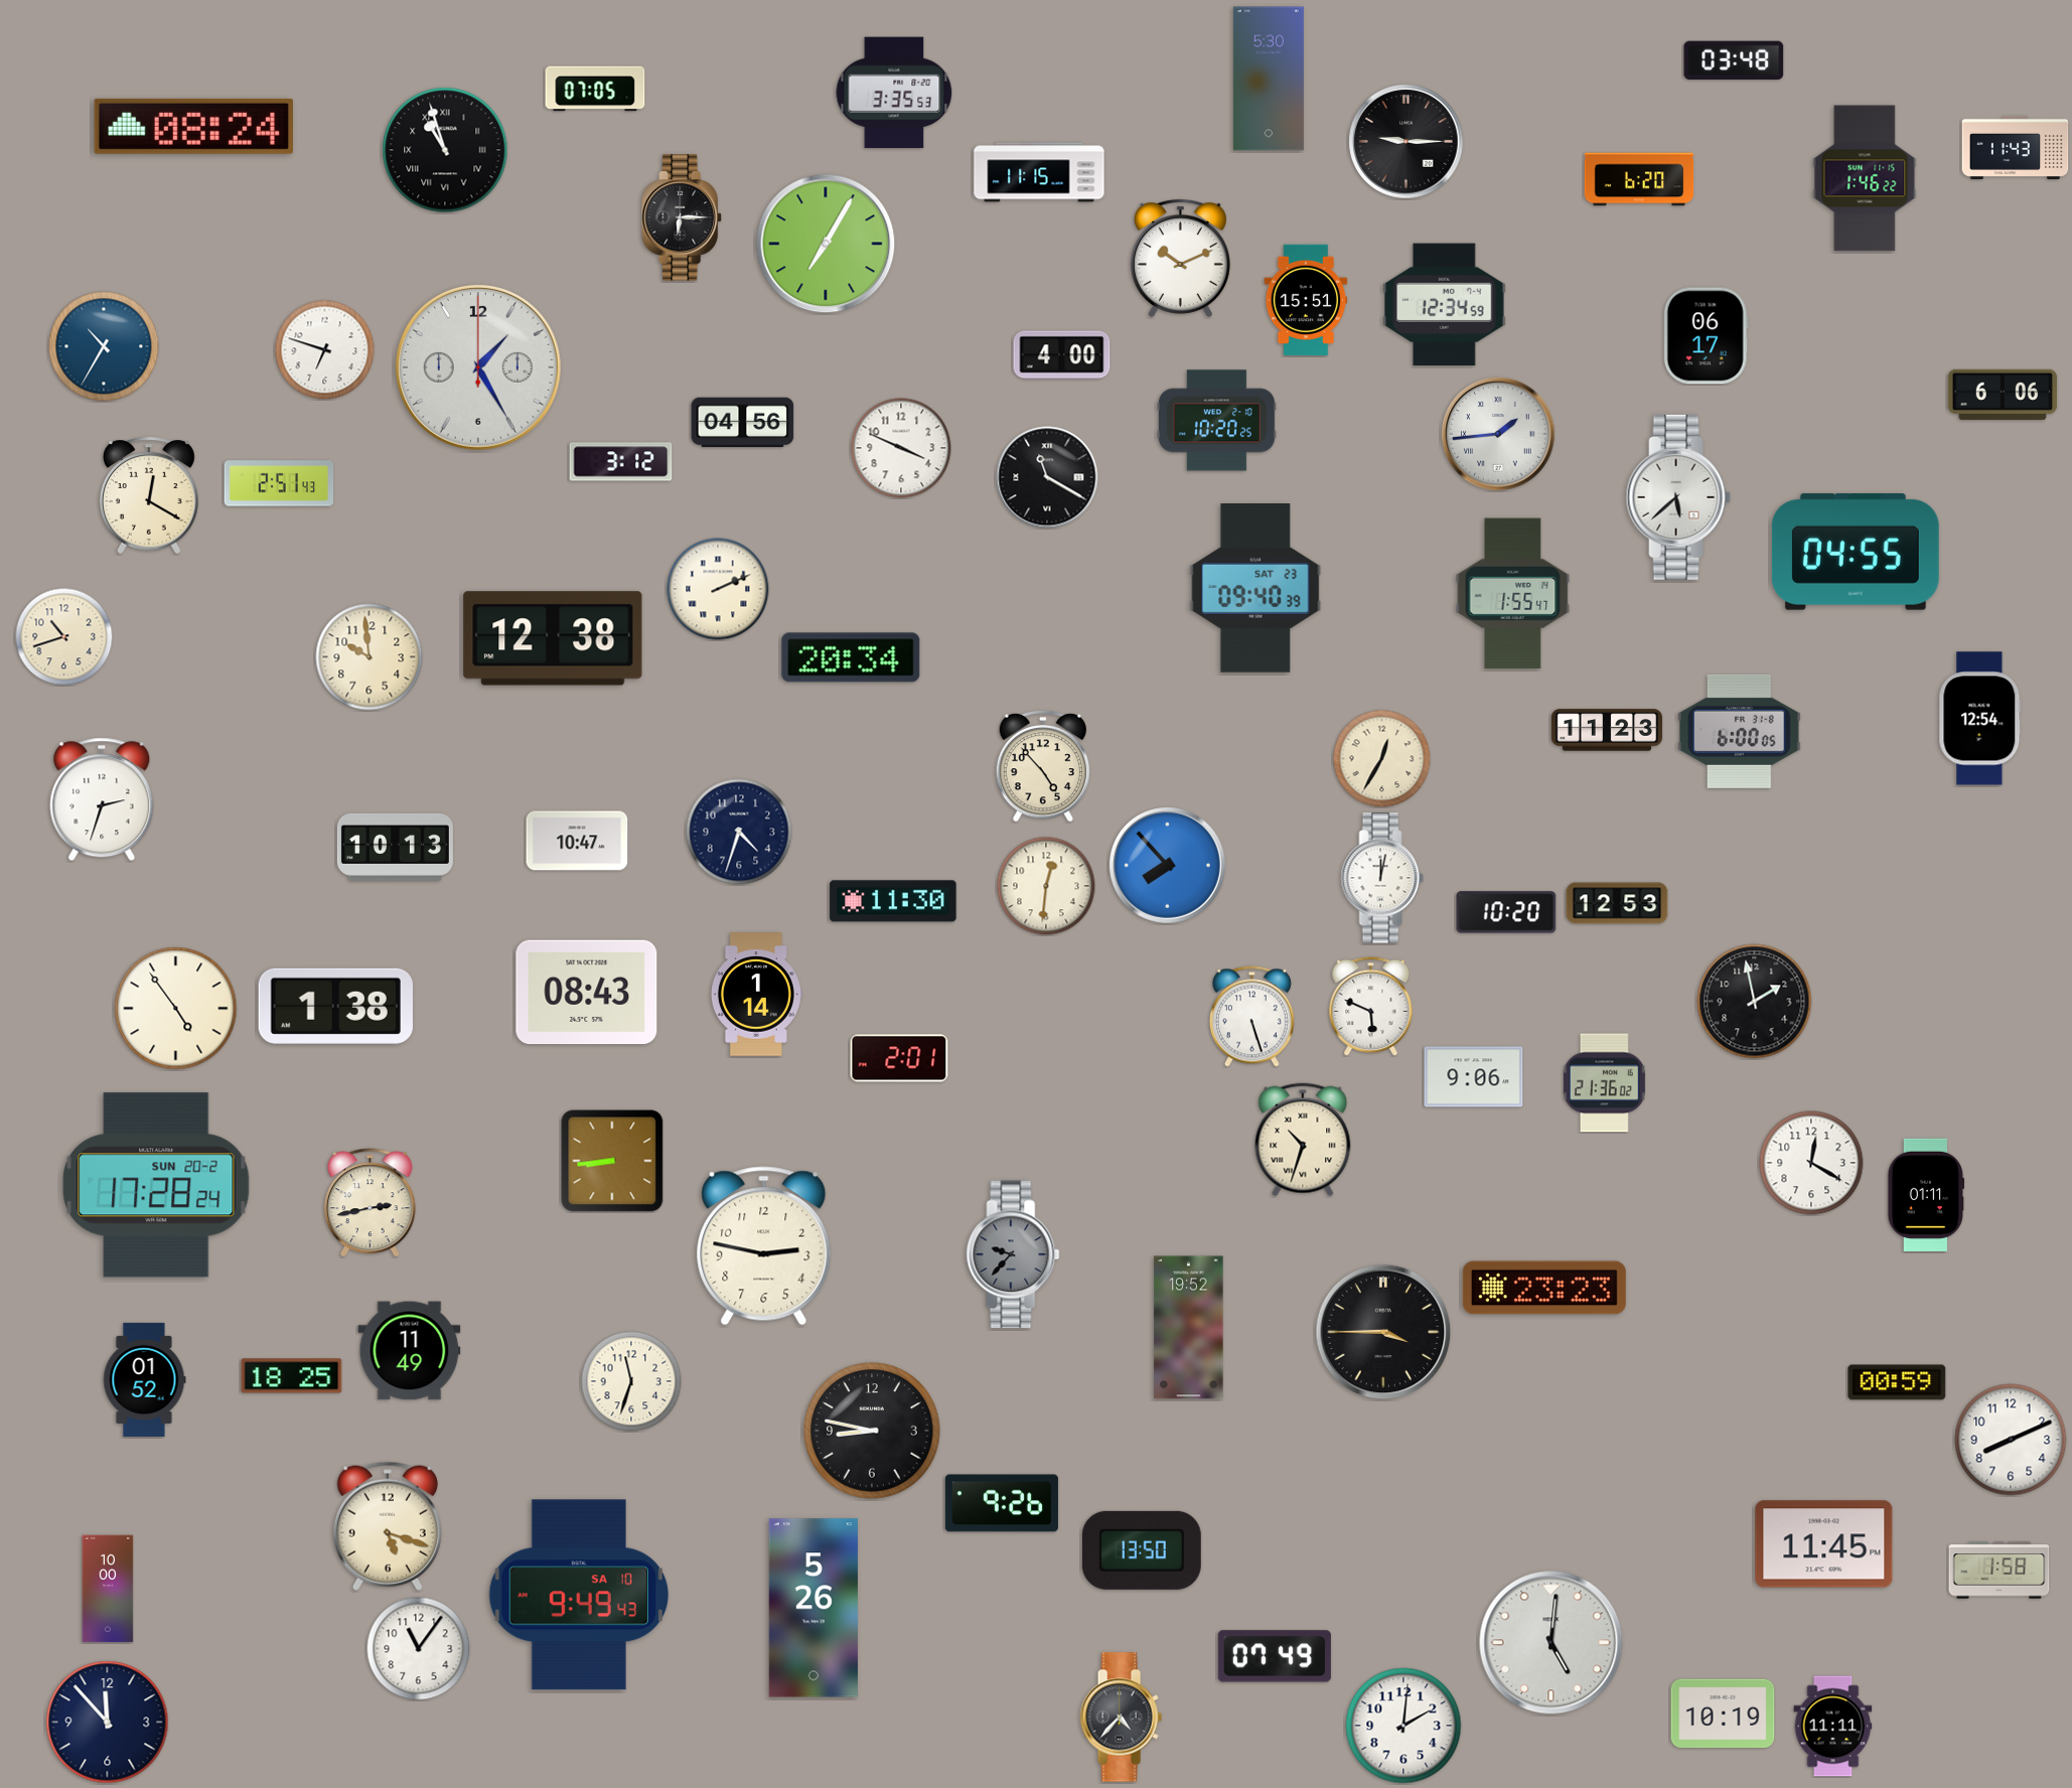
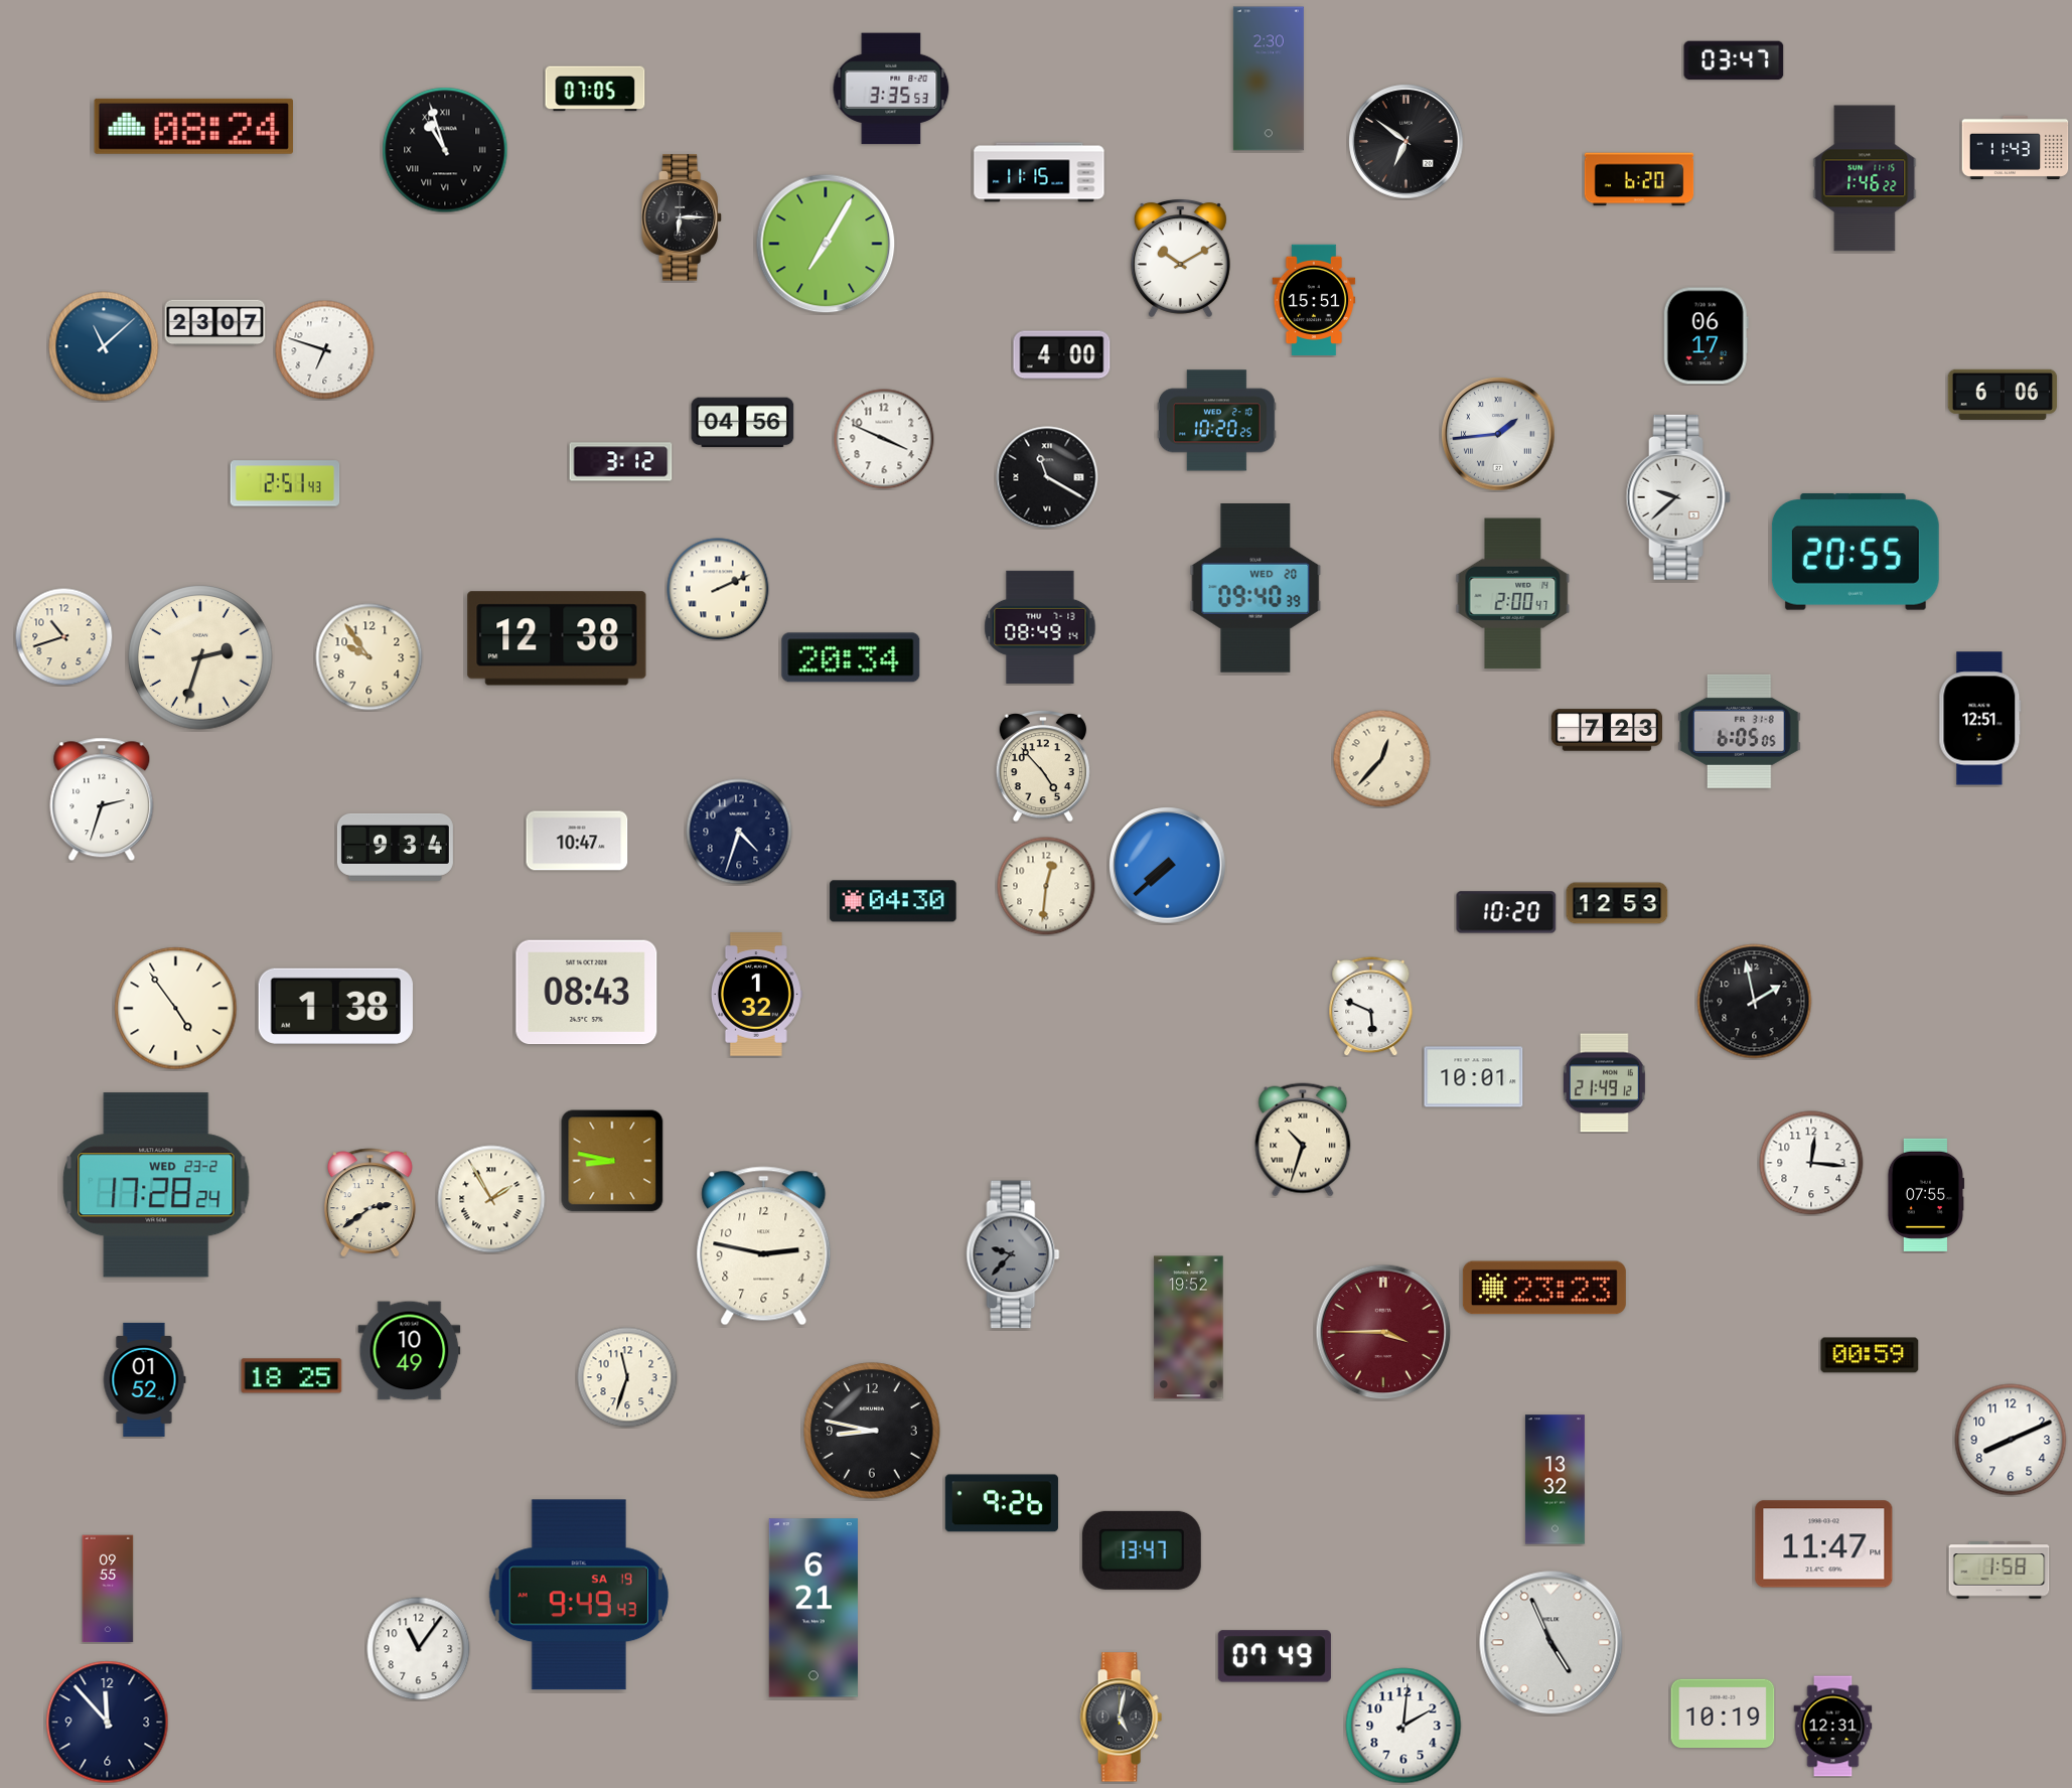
clock at (1734, 60): 03:48 -> 03:47
clock at (1269, 79): 5:30 -> 2:30
clock at (894, 93) position: (894, 93) -> (891, 89)
clock at (1407, 142): 9:15 -> 6:51
clock at (1180, 259): 10:11 -> 10:10
clock at (1306, 299) position: (1306, 299) -> (1314, 299)
clock at (1445, 305): 12:34 -> none
clock at (215, 323): none -> 23:07
clock at (104, 346): 10:35 -> 11:08
clock at (478, 367): 1:25 -> none
clock at (901, 448) position: (901, 448) -> (884, 439)
clock at (279, 483) position: (279, 483) -> (285, 483)
clock at (149, 495): 12:20 -> none
clock at (1678, 497): 5:38 -> 9:38
clock at (1856, 552): 04:55 -> 20:55
clock at (1255, 589) date: SAT 23 -> WED 20
clock at (1513, 594): 1:55 -> 2:00
clock at (1040, 627): none -> 08:49
clock at (553, 638) position: (553, 638) -> (557, 638)
clock at (369, 657): 9:59 -> 9:54
clock at (201, 658): none -> 2:33
clock at (1980, 719): 12:54 -> 12:51
clock at (1606, 730): 11:23 -> 7:23
clock at (1740, 731): 6:00 -> 6:05
clock at (1381, 758): 12:35 -> 12:37
clock at (395, 847): 10:13 -> 9:34
clock at (1168, 866): 7:53 -> 7:38
clock at (1382, 878): 12:02 -> none
clock at (893, 901): 11:30 -> 04:30
clock at (756, 995): 1:14 -> 1:32
clock at (1251, 1017): 5:27 -> none
clock at (899, 1058): 2:01 -> none
clock at (1474, 1077): 9:06 -> 10:01
clock at (1604, 1083): 21:36 -> 21:49
clock at (612, 1161): 8:44 -> 8:47
clock at (1811, 1163): 12:20 -> 12:16
clock at (156, 1185) date: SUN 20-2 -> WED 23-2
clock at (1926, 1195): 01:11 -> 07:55
clock at (491, 1199): none -> 1:55
clock at (369, 1203): 2:43 -> 2:39
clock at (1383, 1332) dial: black -> burgundy
clock at (410, 1351): 11:49 -> 10:49
clock at (631, 1381) position: (631, 1381) -> (627, 1377)
clock at (1897, 1382) position: (1897, 1382) -> (1870, 1355)
clock at (1555, 1480): none -> 13:32
clock at (388, 1526): 5:18 -> none
clock at (1824, 1544): 11:45 -> 11:47
clock at (1142, 1550): 13:50 -> 13:47
clock at (108, 1589): 10:00 -> 09:55
clock at (579, 1595) date: SA 10 -> SA 19
clock at (813, 1608): 5:26 -> 6:21
clock at (1551, 1643): 5:01 -> 4:56
clock at (1121, 1718): 4:37 -> 5:02
clock at (1833, 1727): 11:11 -> 12:31
